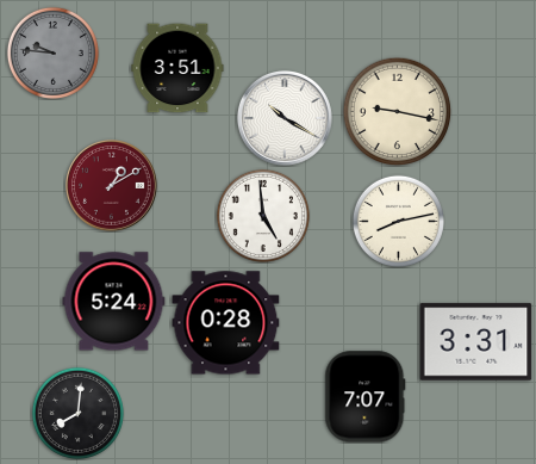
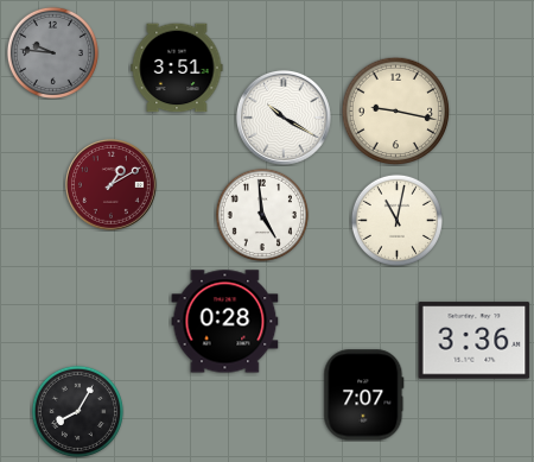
clock at (398, 221): 8:13 -> 11:02
clock at (114, 302): 5:24 -> none
clock at (476, 342): 3:31 -> 3:36
clock at (77, 413): 8:01 -> 8:05
